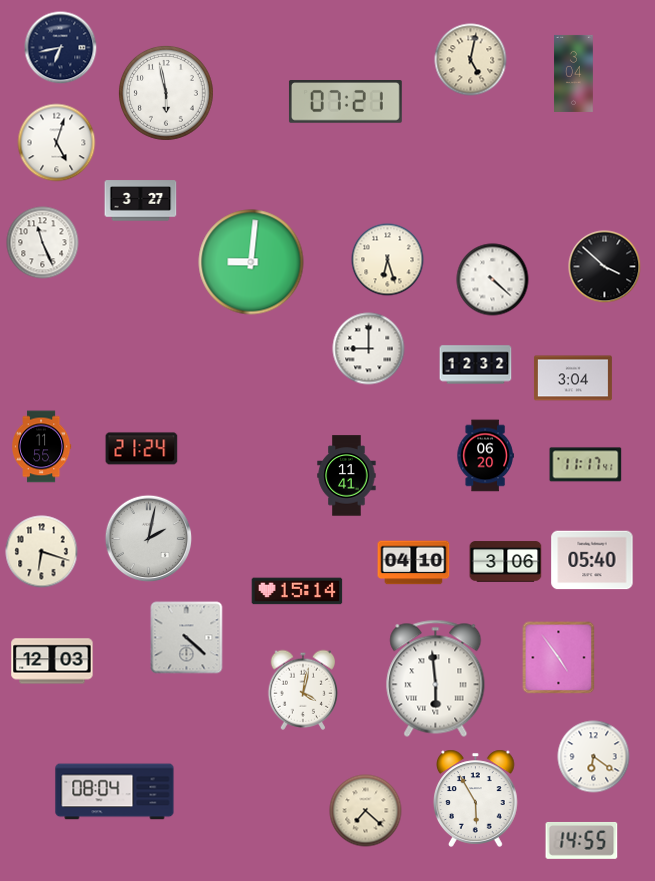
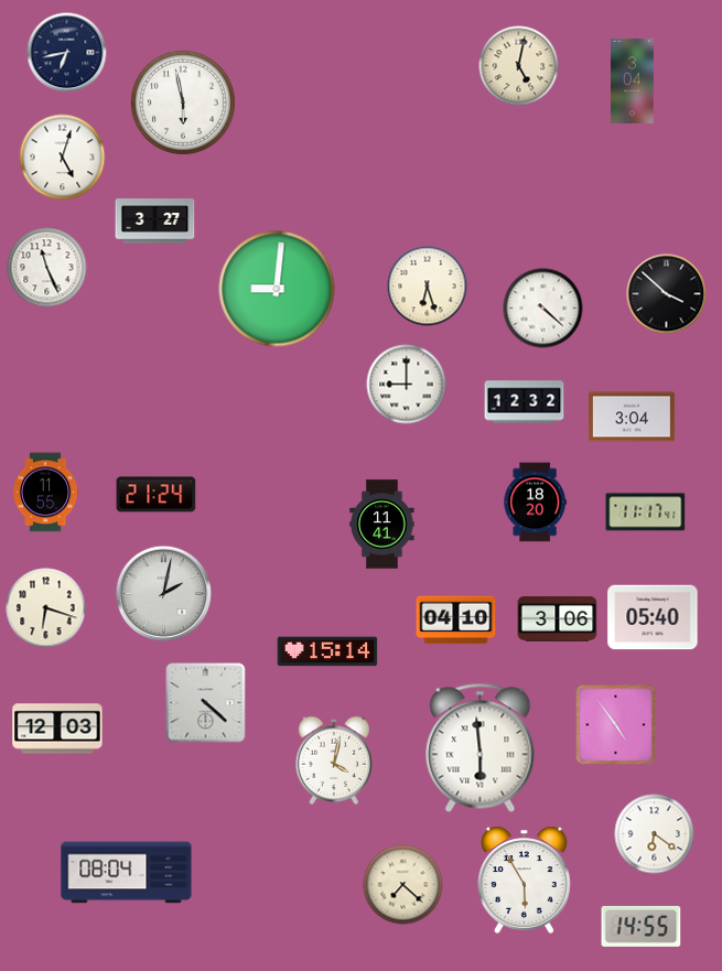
clock at (345, 102): 07:21 -> none
clock at (485, 456): 06:20 -> 18:20
clock at (366, 811) position: (366, 811) -> (403, 885)
